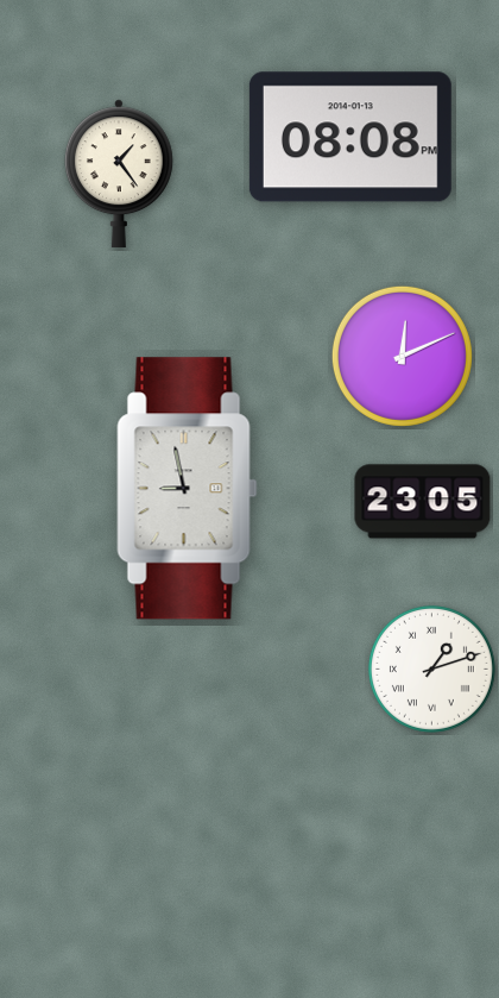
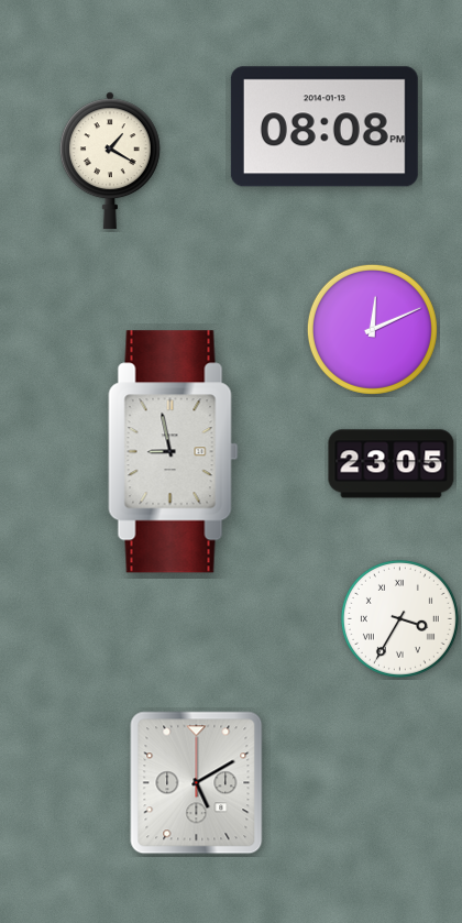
clock at (119, 174): 1:24 -> 1:20
clock at (431, 669): 1:12 -> 3:35
clock at (197, 783): none -> 5:10
